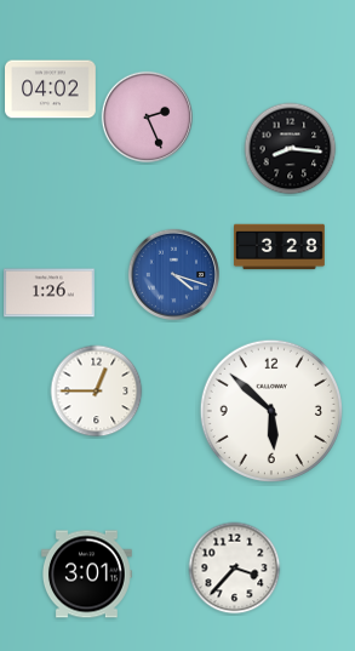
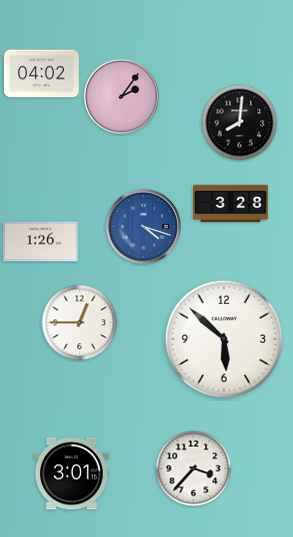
clock at (147, 116): 2:26 -> 2:06
clock at (291, 149): 8:16 -> 8:01
